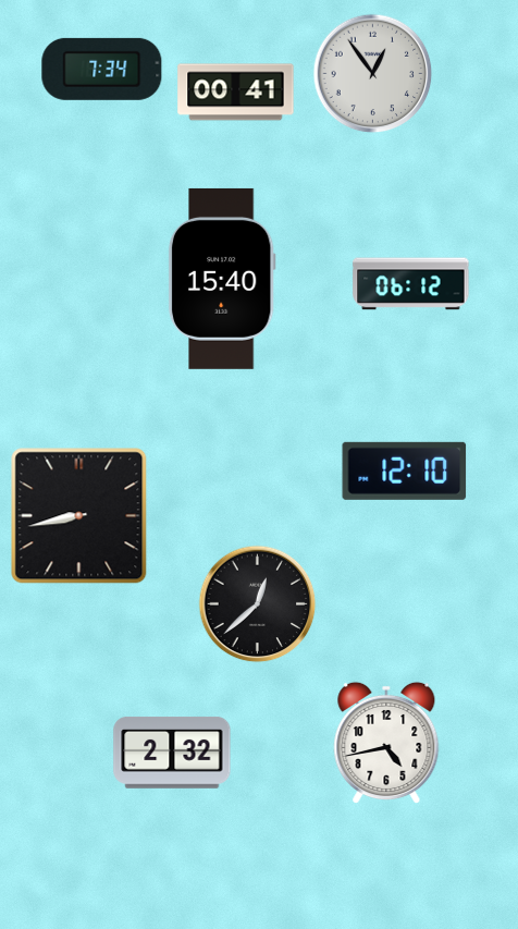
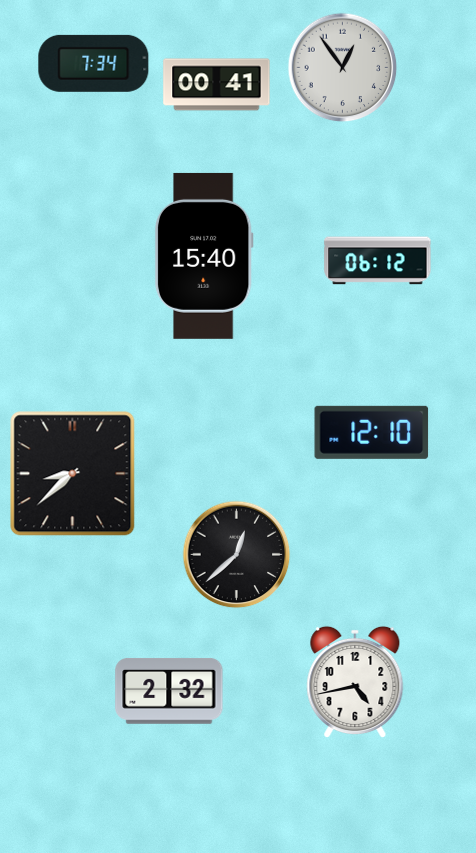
clock at (79, 516): 8:43 -> 8:38
clock at (172, 753) position: (172, 753) -> (169, 691)
